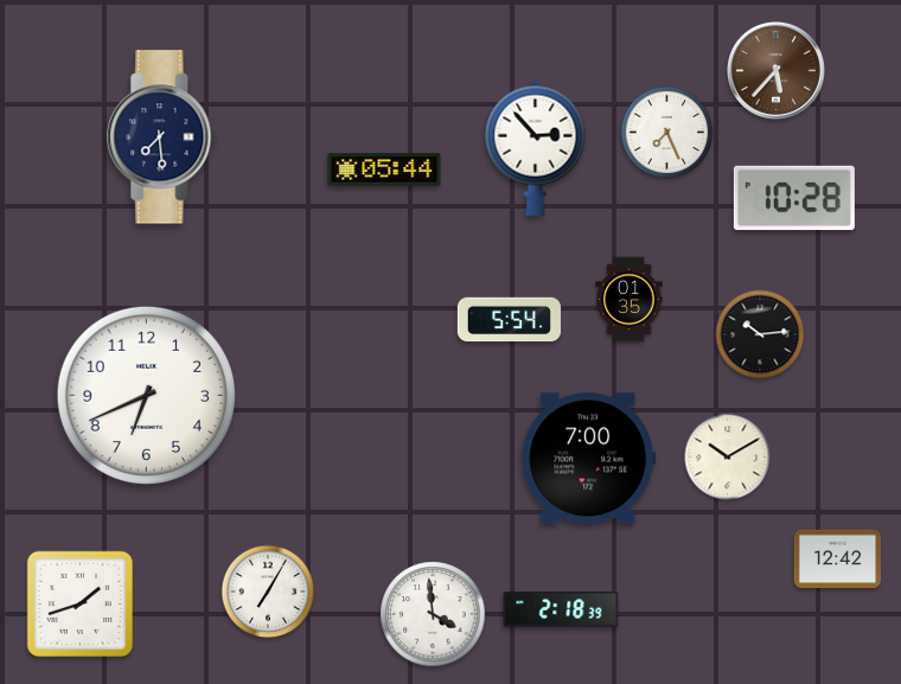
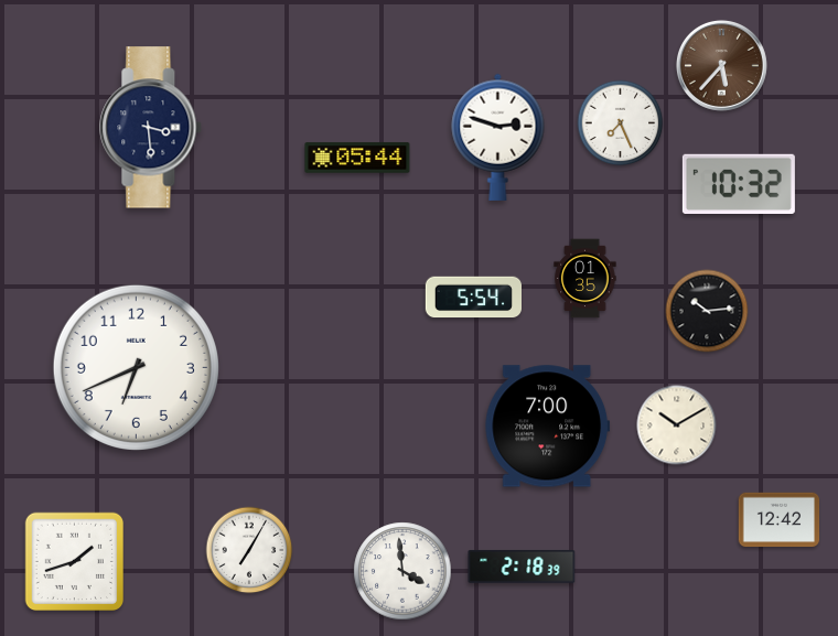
clock at (162, 138): 7:29 -> 3:29
clock at (536, 147): 2:53 -> 2:48
clock at (794, 197): 10:28 -> 10:32
